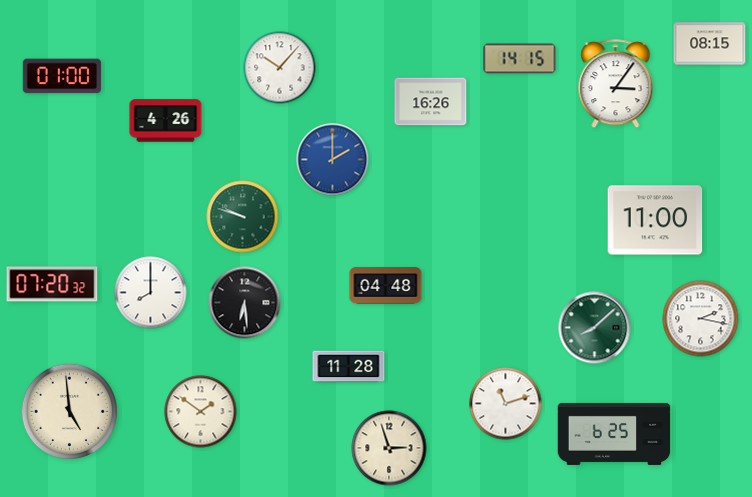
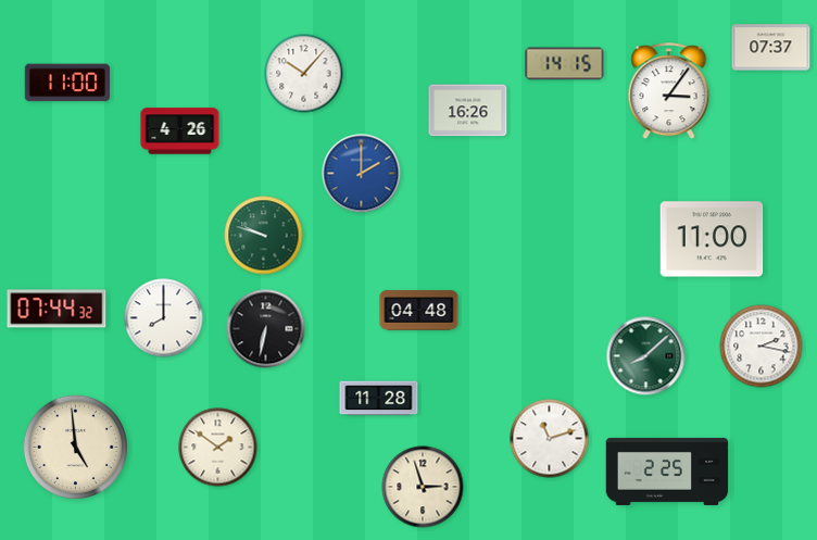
clock at (710, 44): 08:15 -> 07:37
clock at (62, 76): 01:00 -> 11:00
clock at (52, 284): 07:20 -> 07:44
clock at (245, 303): 6:29 -> 6:32
clock at (614, 434): 6:25 -> 2:25
